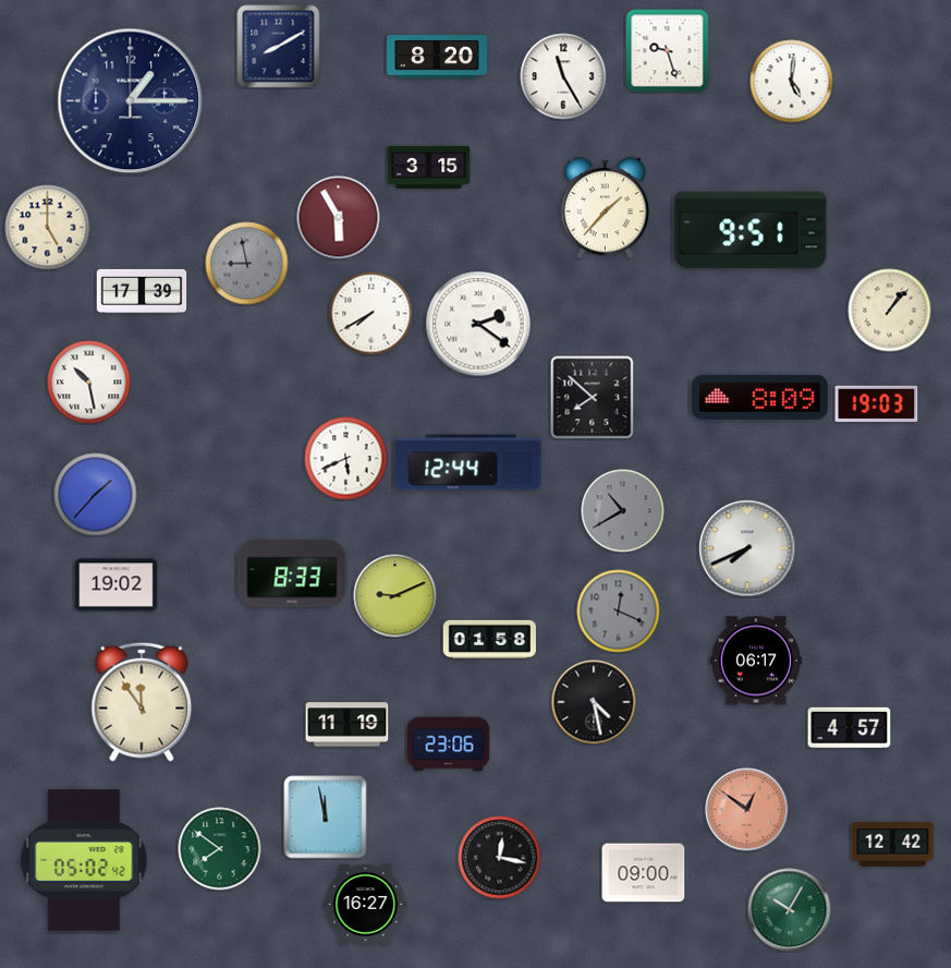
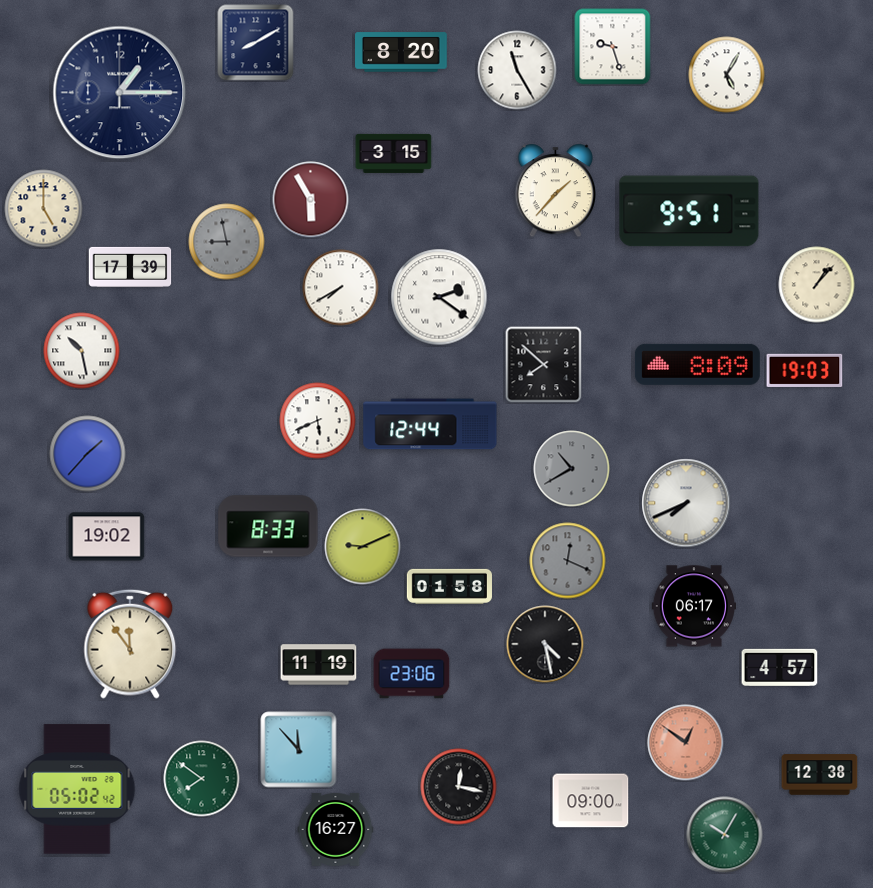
clock at (792, 82): 5:01 -> 5:05
clock at (449, 745) position: (449, 745) -> (412, 674)
clock at (326, 818): 11:58 -> 11:53
clock at (893, 845): 12:42 -> 12:38
